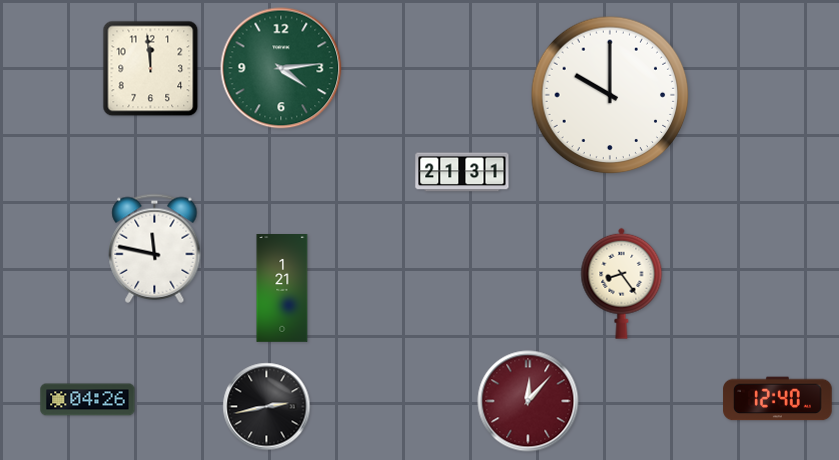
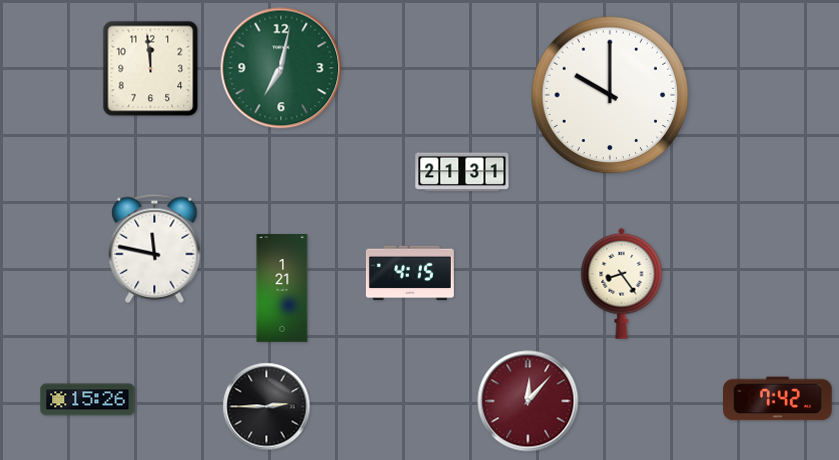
clock at (281, 68): 4:14 -> 7:02
clock at (410, 273): none -> 4:15
clock at (778, 399): 12:40 -> 7:42
clock at (88, 400): 04:26 -> 15:26
clock at (267, 407): 2:43 -> 2:45
